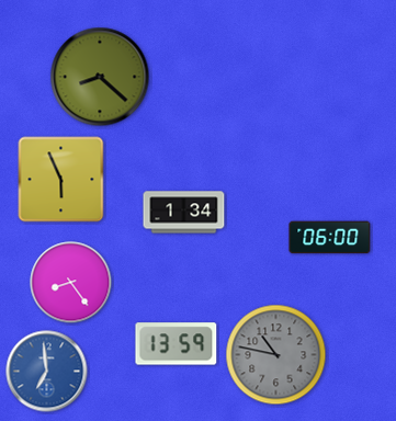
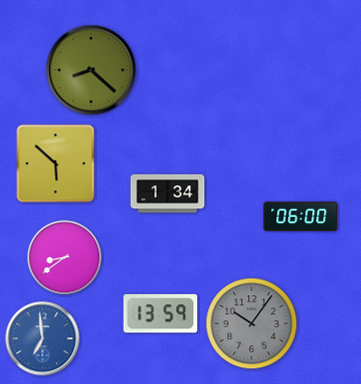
clock at (61, 180): 5:56 -> 5:52
clock at (71, 283): 8:24 -> 8:39
clock at (276, 355): 10:47 -> 10:06
